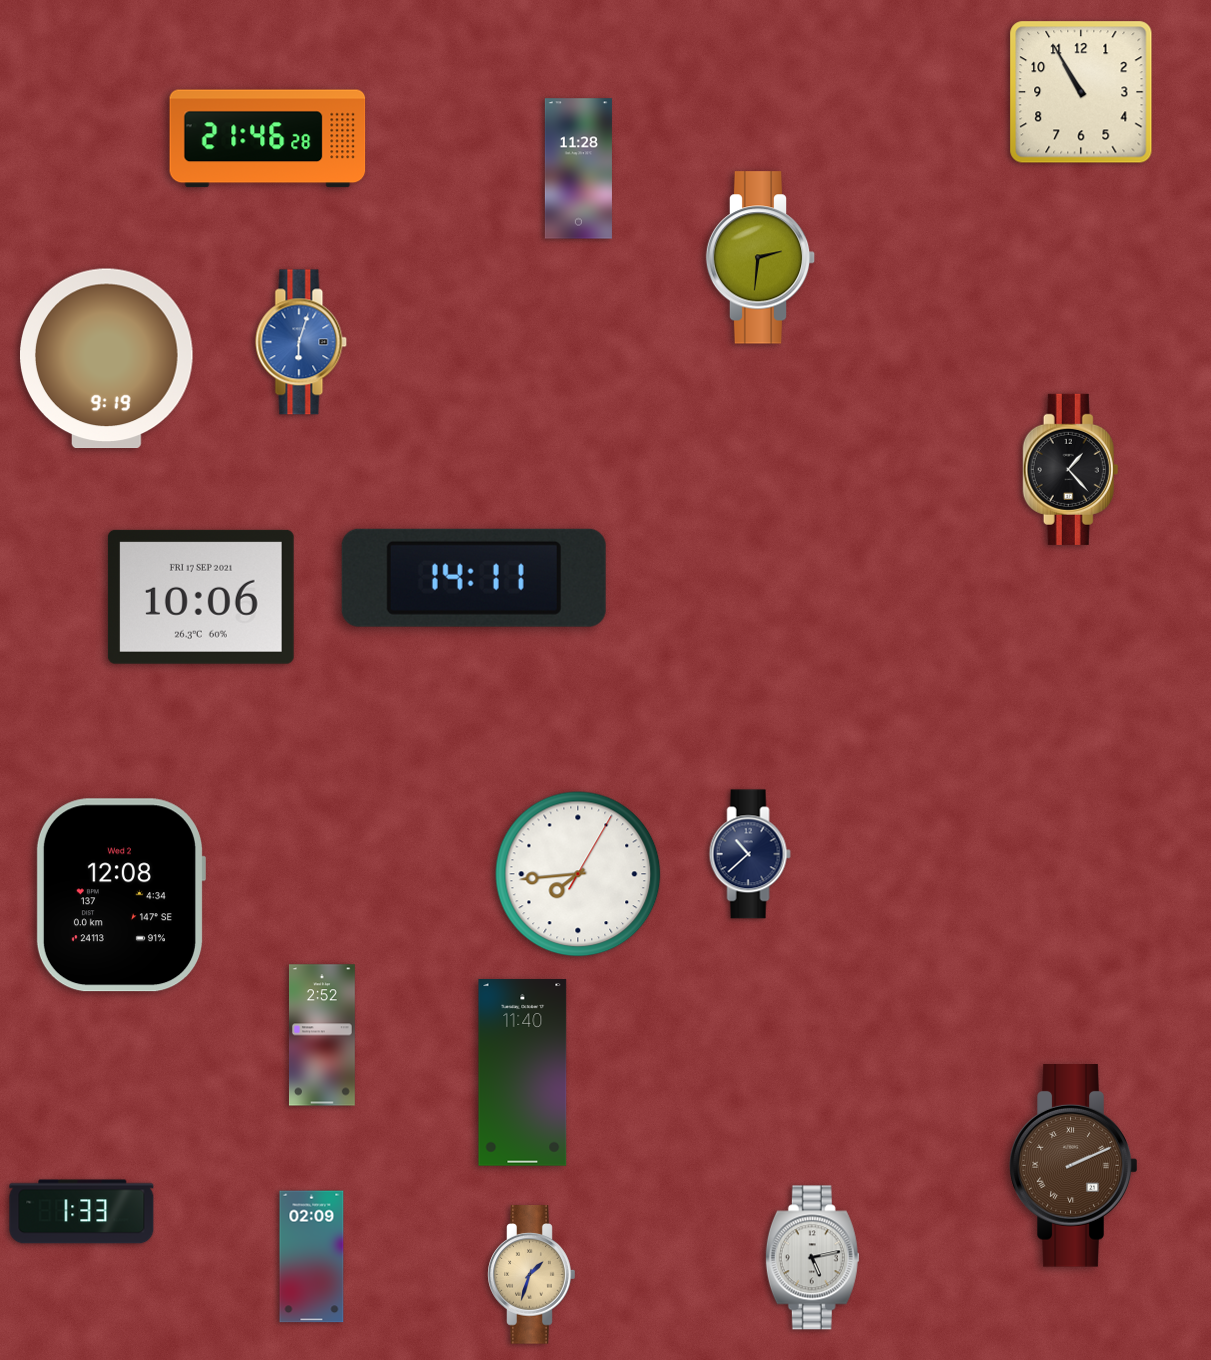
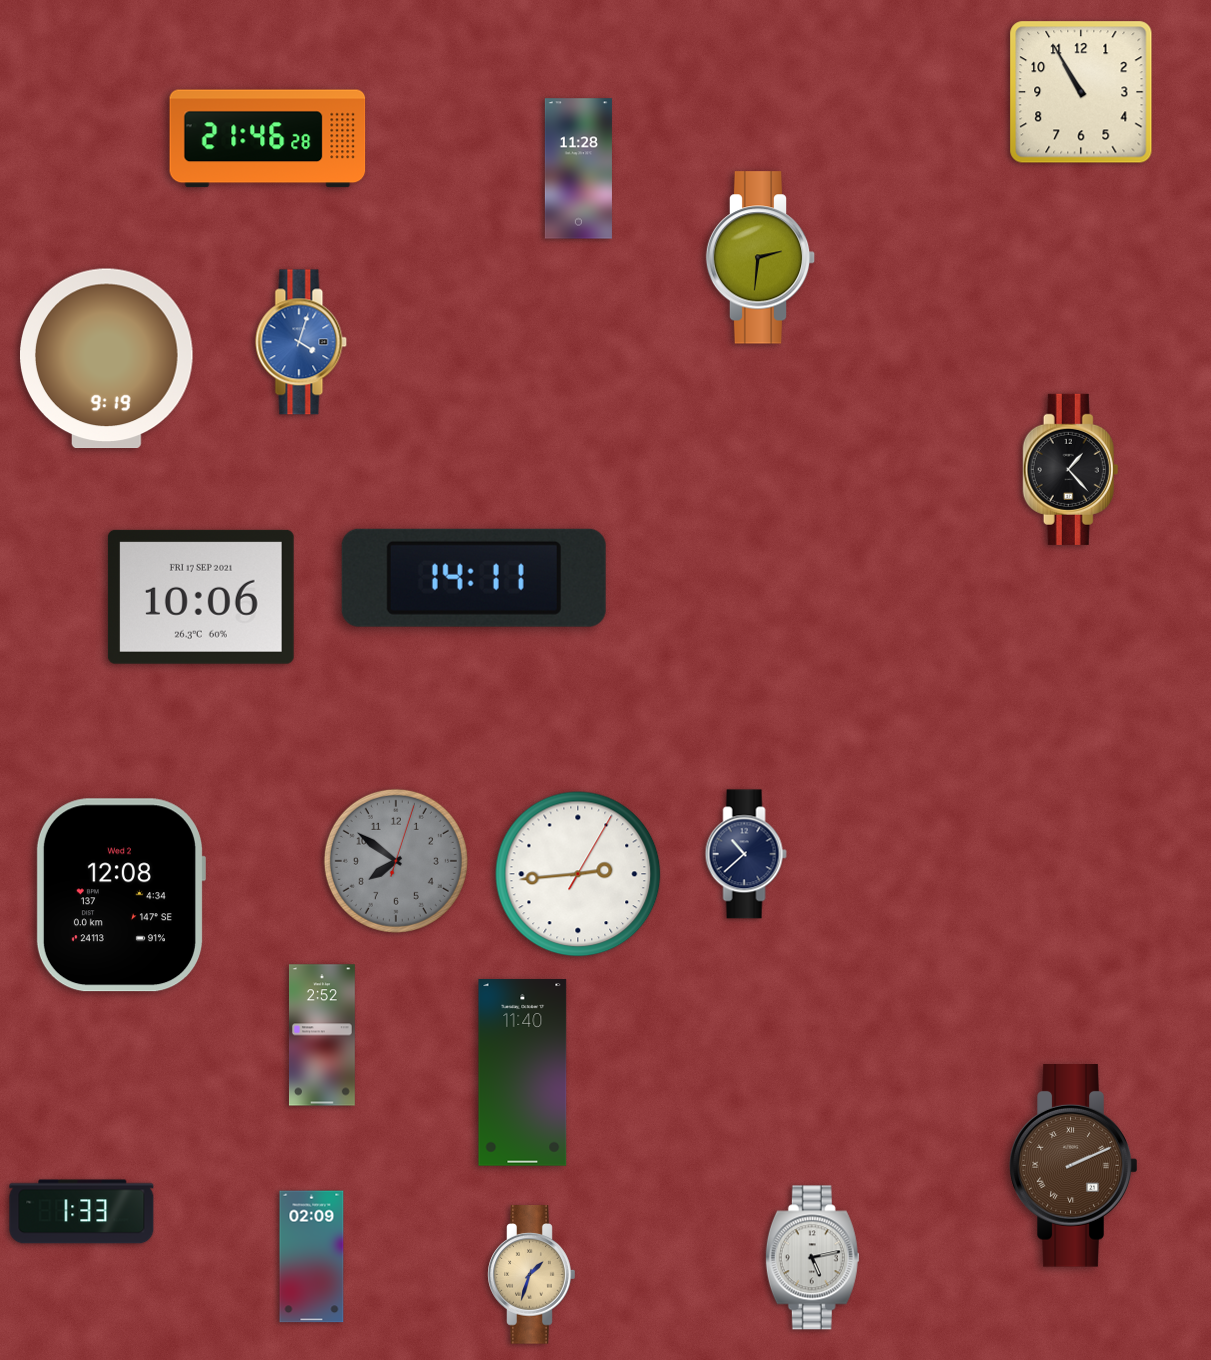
clock at (301, 342): 6:03 -> 4:03
clock at (750, 854) position: (750, 854) -> (746, 854)
clock at (396, 861): none -> 7:51
clock at (578, 874): 7:44 -> 2:44
